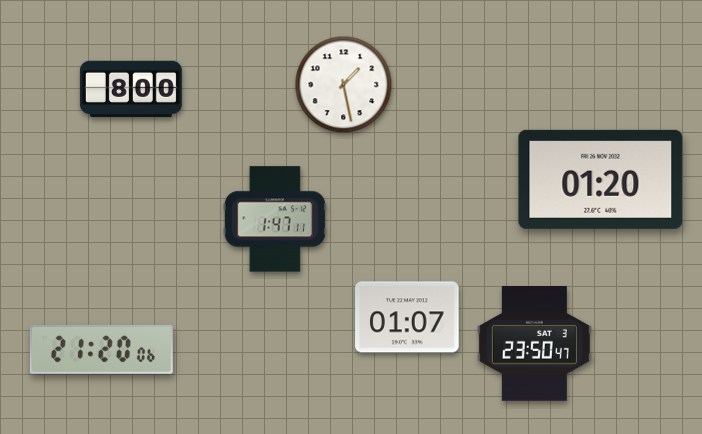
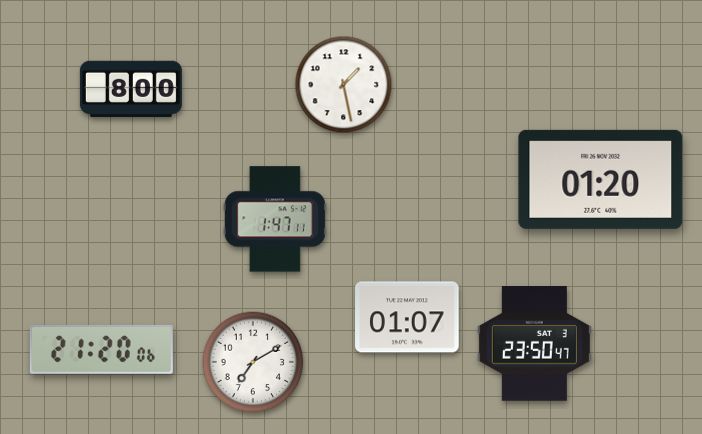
clock at (253, 362): none -> 7:10
